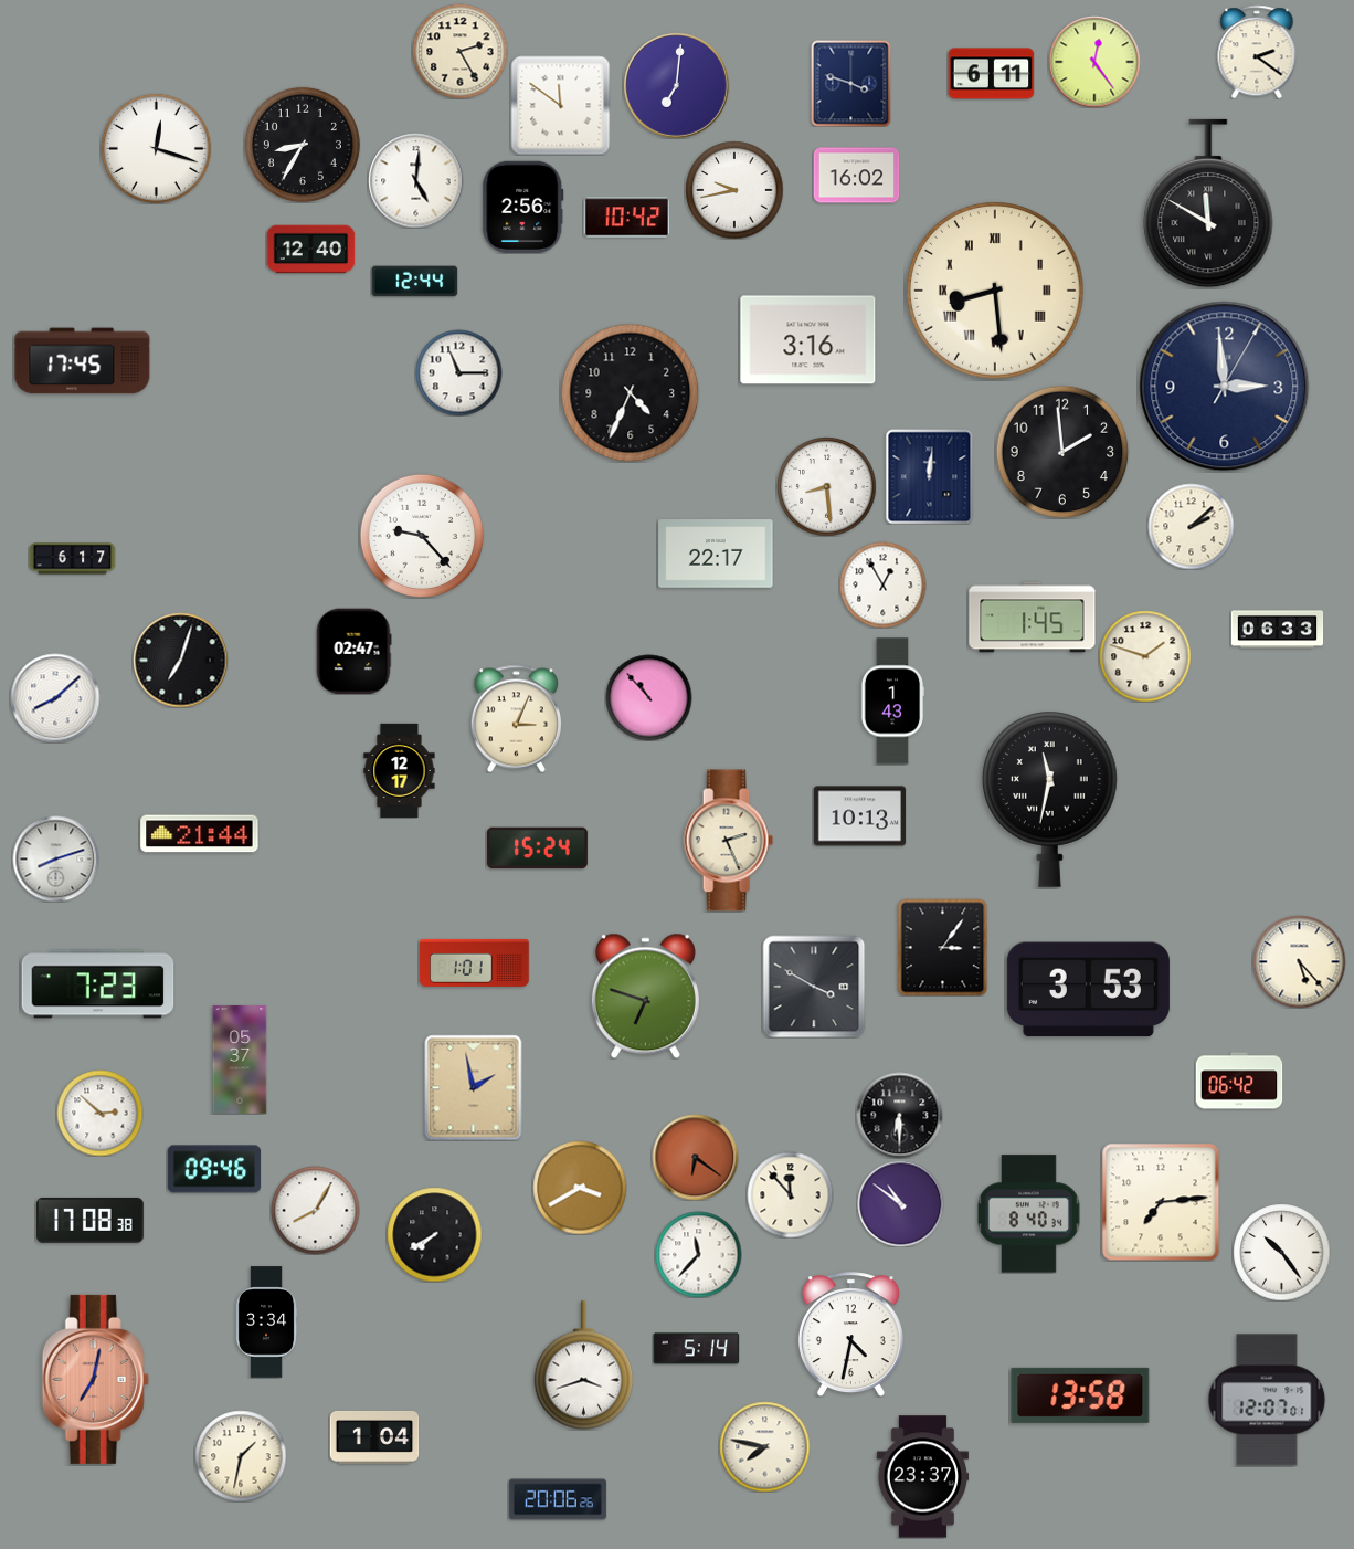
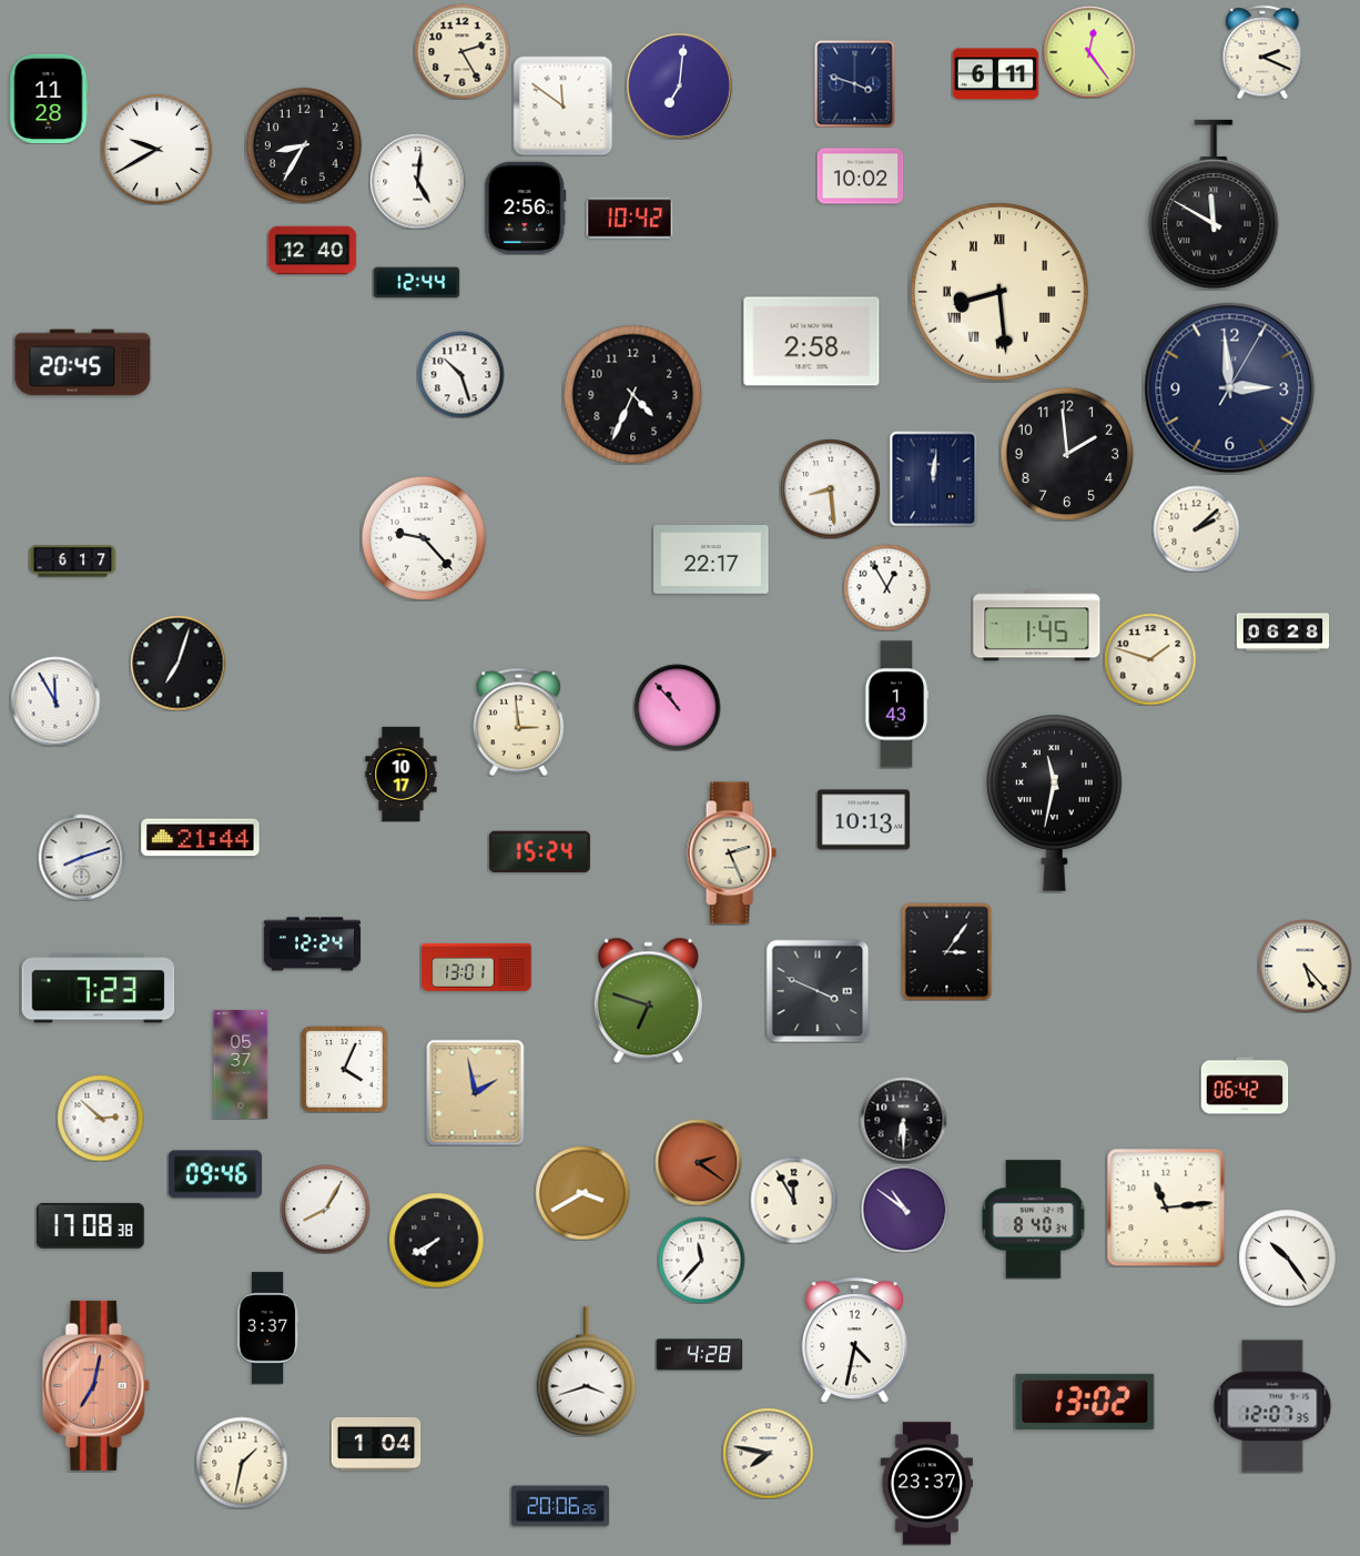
clock at (1257, 52): 2:21 -> 2:19
clock at (1094, 62) position: (1094, 62) -> (1089, 52)
clock at (49, 99): none -> 11:28
clock at (156, 148): 12:18 -> 9:40
clock at (856, 176): 16:02 -> 10:02
clock at (734, 190): 9:43 -> none
clock at (808, 340): 3:16 -> 2:58
clock at (83, 361): 17:45 -> 20:45
clock at (458, 372): 11:15 -> 10:27
clock at (716, 555) position: (716, 555) -> (711, 560)
clock at (1033, 618) position: (1033, 618) -> (1037, 626)
clock at (1277, 630): 06:33 -> 06:28
clock at (353, 651): 02:47 -> none
clock at (180, 660) position: (180, 660) -> (177, 663)
clock at (648, 697) position: (648, 697) -> (677, 707)
clock at (55, 698): 8:08 -> 11:55
clock at (516, 718): 3:04 -> 2:59
clock at (400, 770): 12:17 -> 10:17
clock at (728, 841) position: (728, 841) -> (731, 853)
clock at (55, 858) position: (55, 858) -> (81, 857)
clock at (312, 944): none -> 12:24
clock at (475, 962): 1:01 -> 13:01
clock at (814, 987): 3:50 -> 3:49
clock at (1088, 990): 3:53 -> none
clock at (345, 1070): none -> 4:04
clock at (695, 1157): 6:21 -> 2:21
clock at (790, 1194): 11:53 -> 11:55
clock at (1161, 1202): 7:14 -> 11:14
clock at (315, 1210) position: (315, 1210) -> (325, 1209)
clock at (266, 1323): 3:34 -> 3:37
clock at (696, 1349): 5:14 -> 4:28
clock at (1080, 1395): 13:58 -> 13:02
clock at (1267, 1400): 12:07:01 -> 12:07:35
